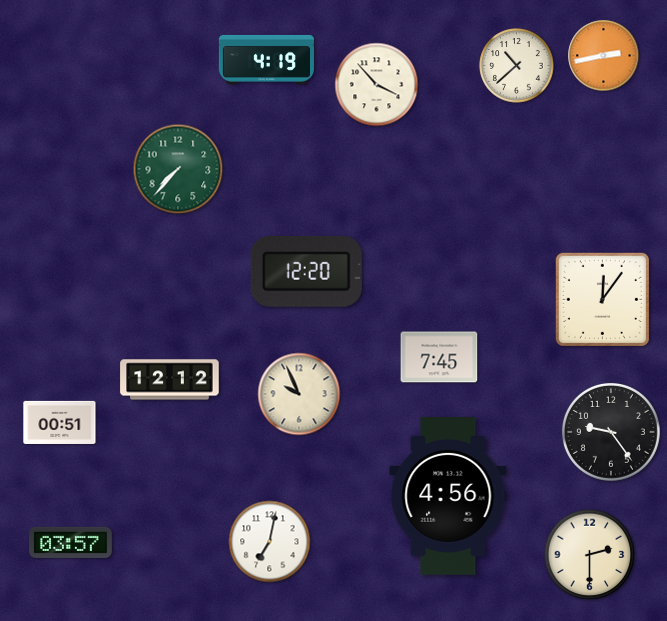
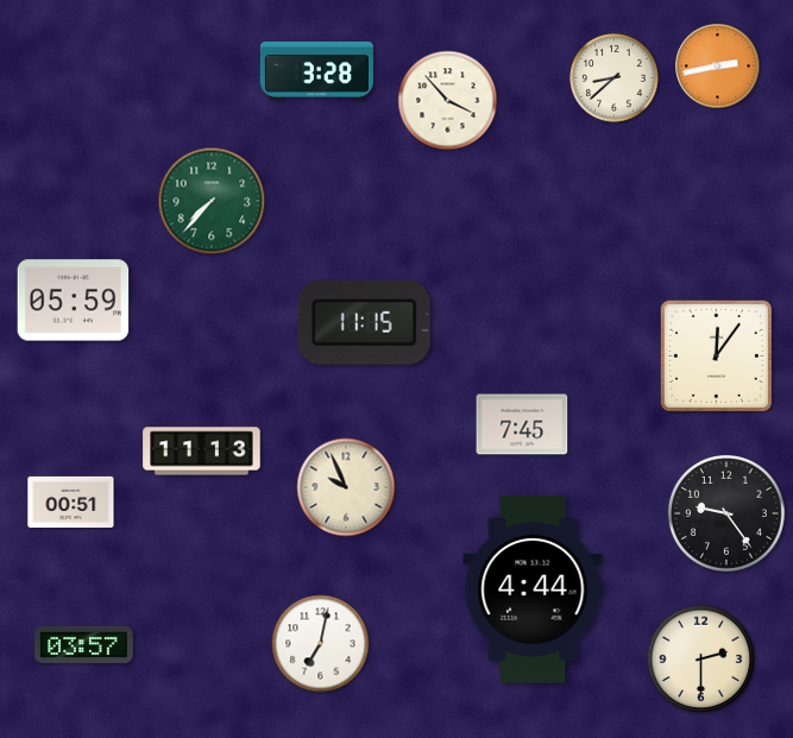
clock at (266, 59): 4:19 -> 3:28
clock at (517, 66): 10:38 -> 8:38
clock at (74, 301): none -> 05:59
clock at (306, 271): 12:20 -> 11:15
clock at (170, 380): 12:12 -> 11:13
clock at (299, 394) position: (299, 394) -> (346, 487)
clock at (448, 496): 4:56 -> 4:44
